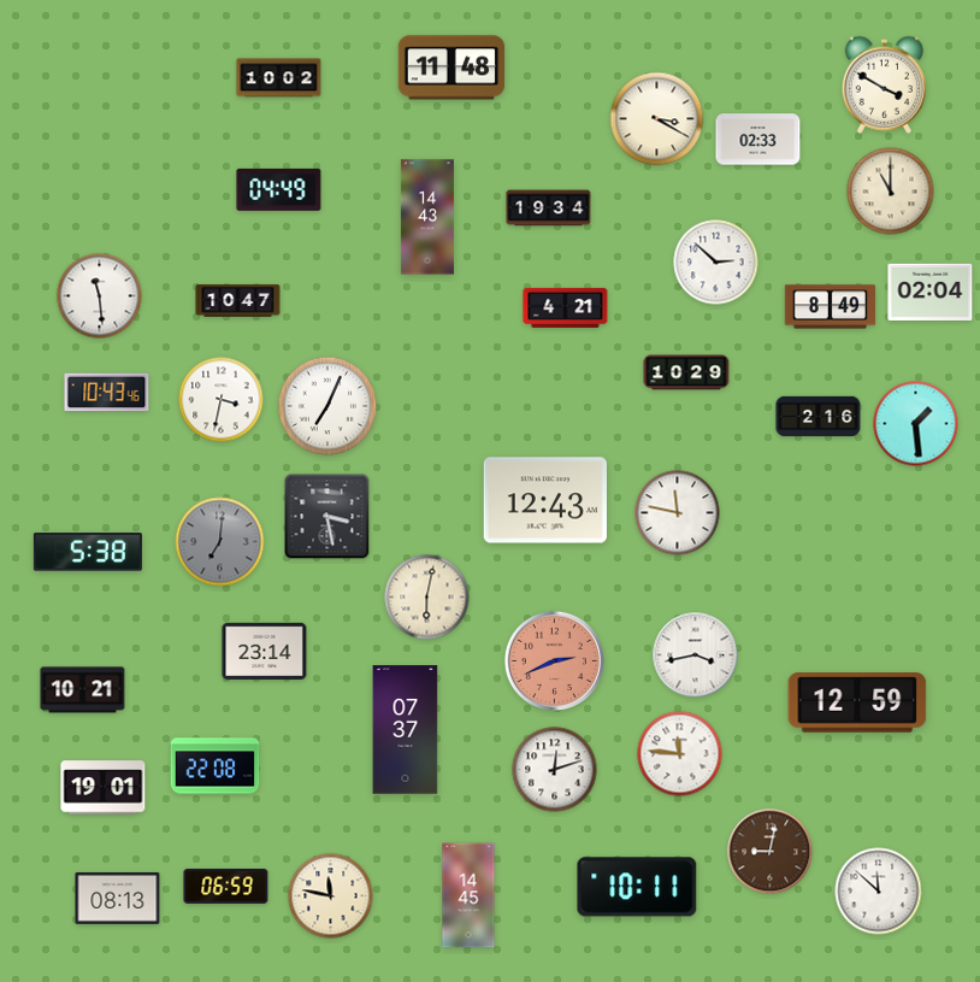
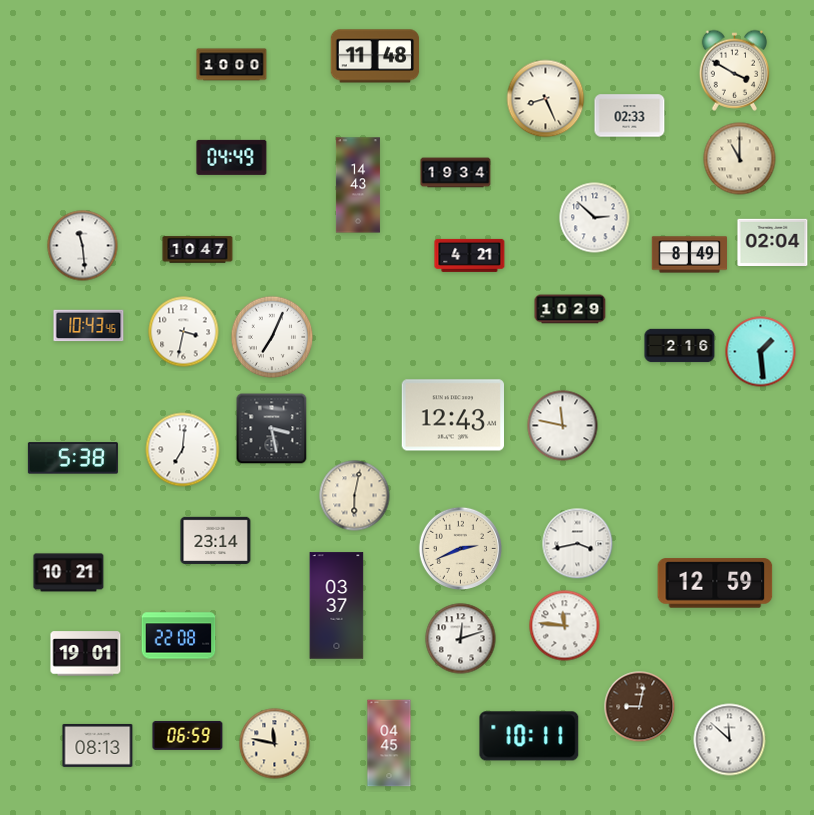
clock at (279, 78): 10:02 -> 10:00
clock at (657, 119): 3:20 -> 8:26
clock at (427, 217) position: (427, 217) -> (358, 185)
clock at (220, 542) dial: grey -> white
clock at (265, 651) position: (265, 651) -> (216, 540)
clock at (554, 660) dial: salmon -> cream
clock at (857, 702) position: (857, 702) -> (715, 583)
clock at (406, 730): 07:37 -> 03:37
clock at (468, 895): 14:45 -> 04:45
